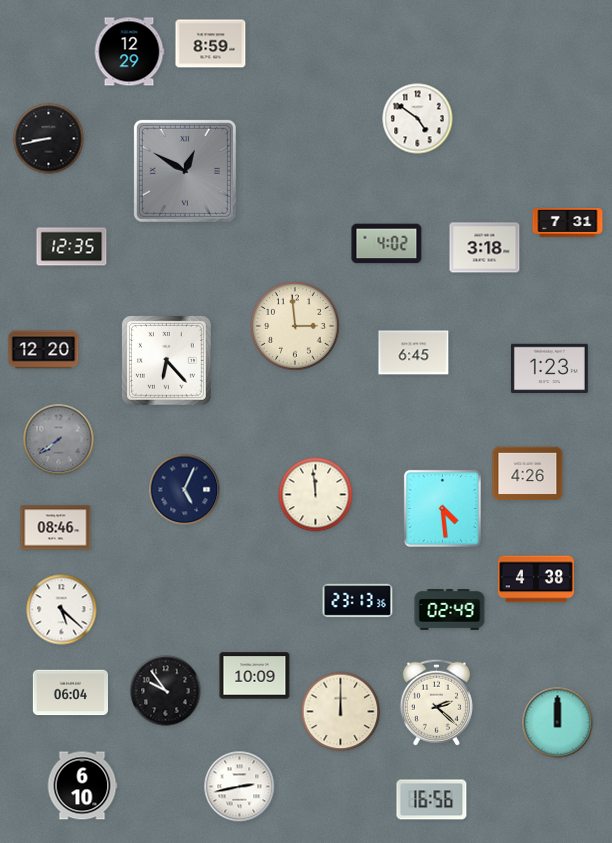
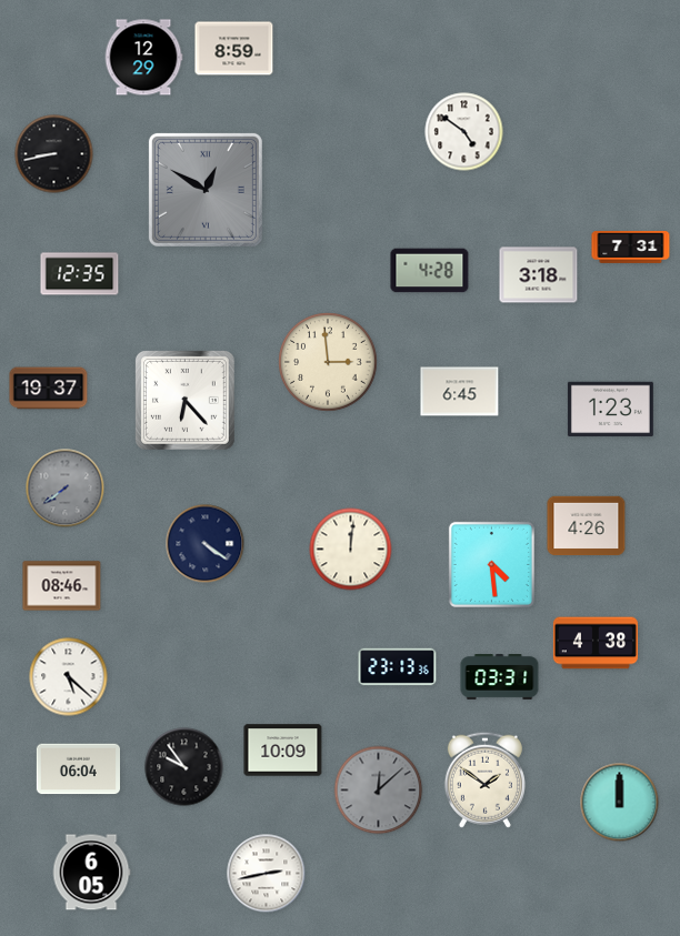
clock at (387, 244): 4:02 -> 4:28
clock at (44, 350): 12:20 -> 19:37
clock at (185, 490): 5:04 -> 4:21
clock at (316, 495): 11:59 -> 12:01
clock at (450, 610): 02:49 -> 03:31
clock at (436, 702): 2:22 -> 1:51
clock at (341, 712): 12:00 -> 12:08
clock at (341, 712) dial: cream -> grey
clock at (82, 786): 6:10 -> 6:05
clock at (432, 800): 16:56 -> none
